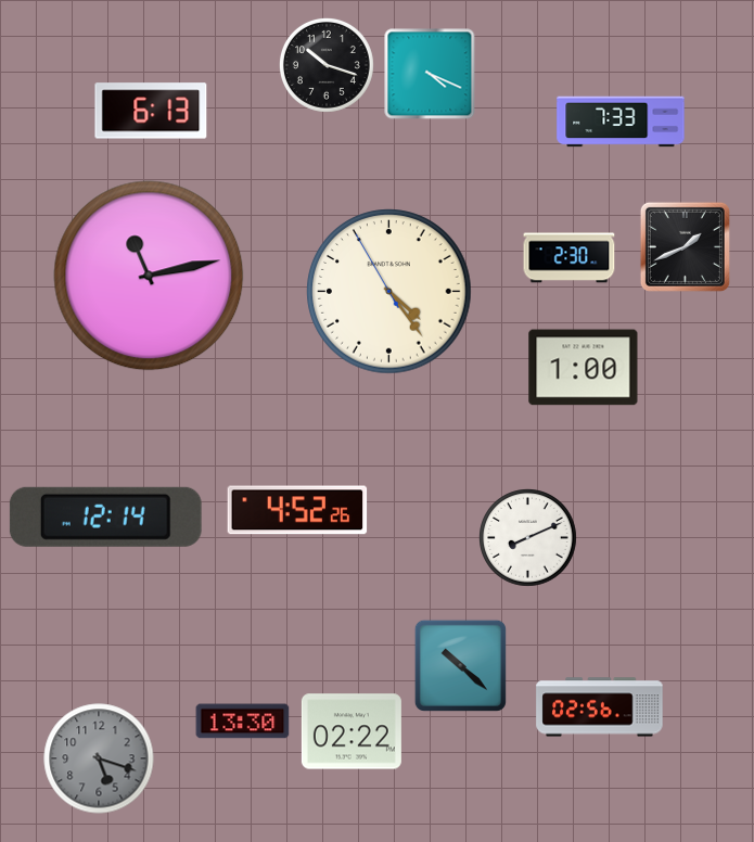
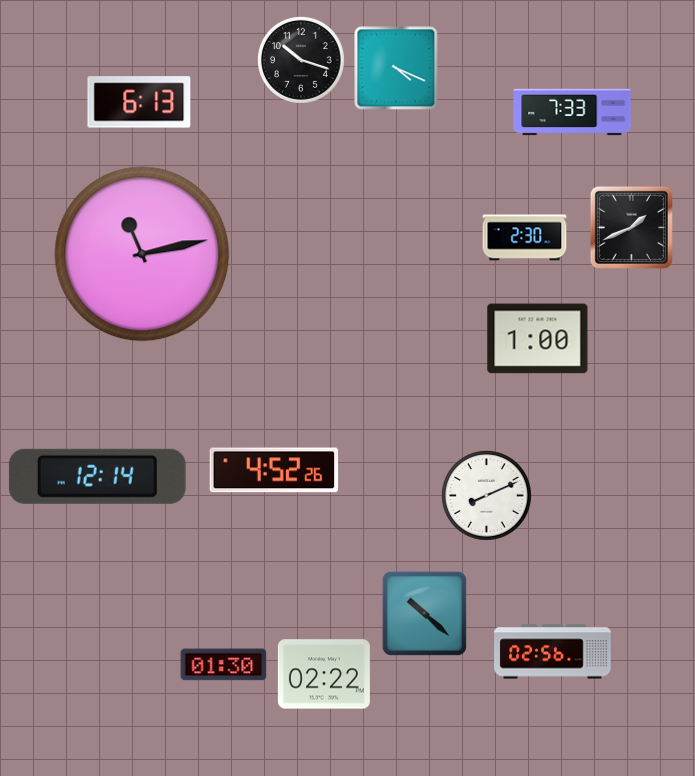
clock at (149, 276) position: (149, 276) -> (142, 254)
clock at (389, 292): 4:23 -> none
clock at (243, 722): 13:30 -> 01:30
clock at (99, 758): 5:18 -> none
